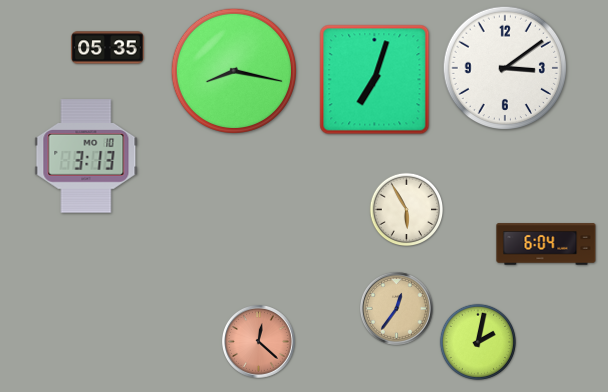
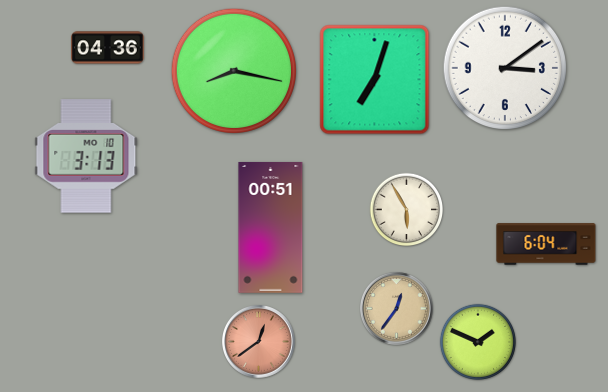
clock at (108, 48): 05:35 -> 04:36
clock at (271, 227): none -> 00:51
clock at (259, 342): 12:22 -> 12:39
clock at (478, 342): 2:02 -> 1:49
